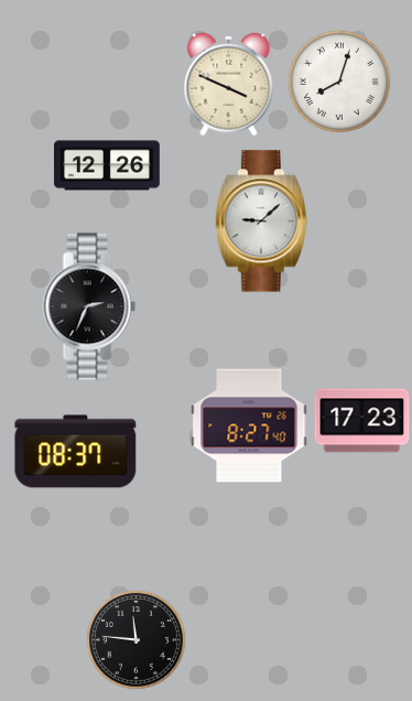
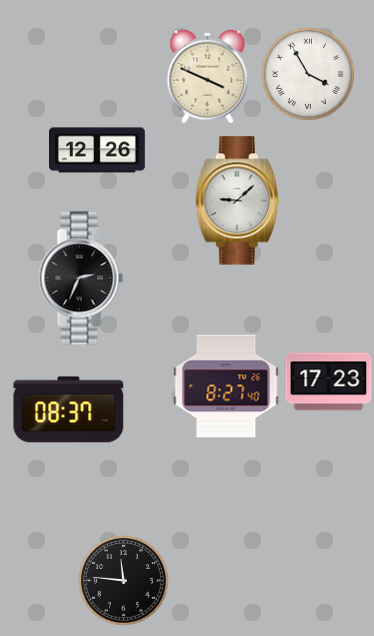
clock at (339, 82): 8:03 -> 3:55
